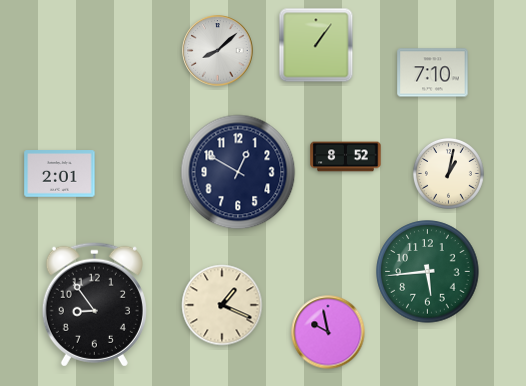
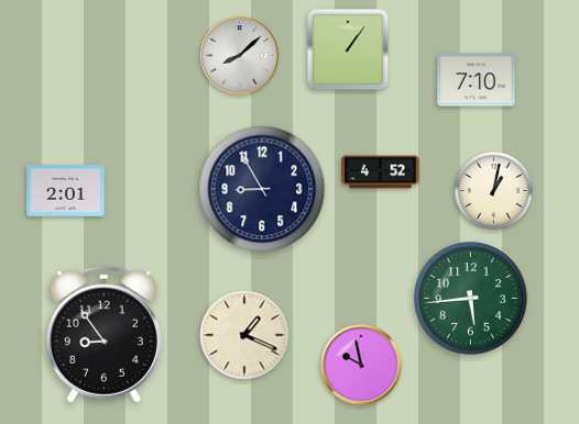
clock at (346, 157): 8:52 -> 4:52
clock at (238, 172): 12:50 -> 8:55
